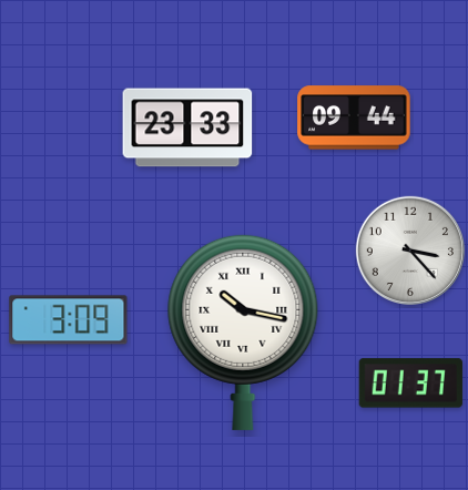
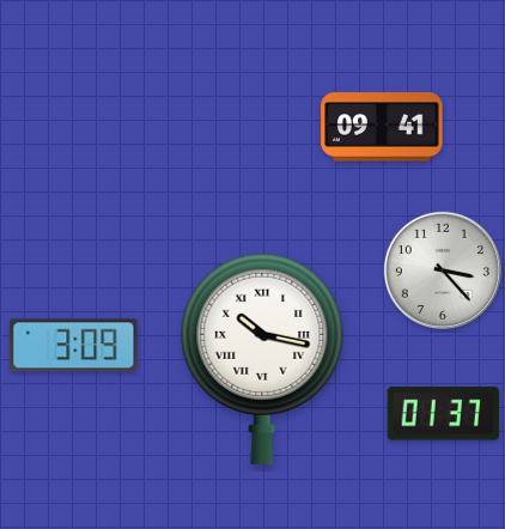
clock at (354, 118): 09:44 -> 09:41
clock at (187, 127): 23:33 -> none
